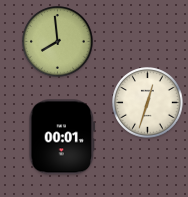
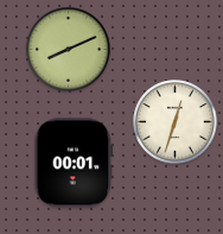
clock at (58, 42): 7:59 -> 8:11
